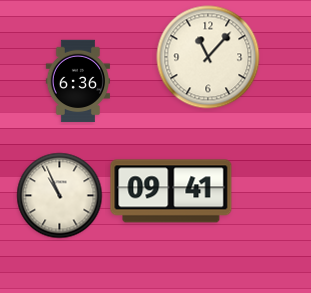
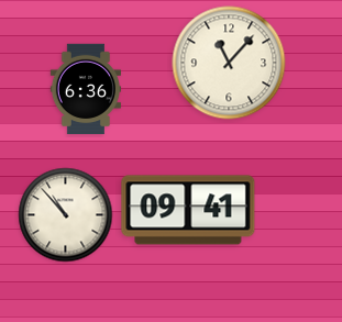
clock at (60, 196): 10:56 -> 10:53
